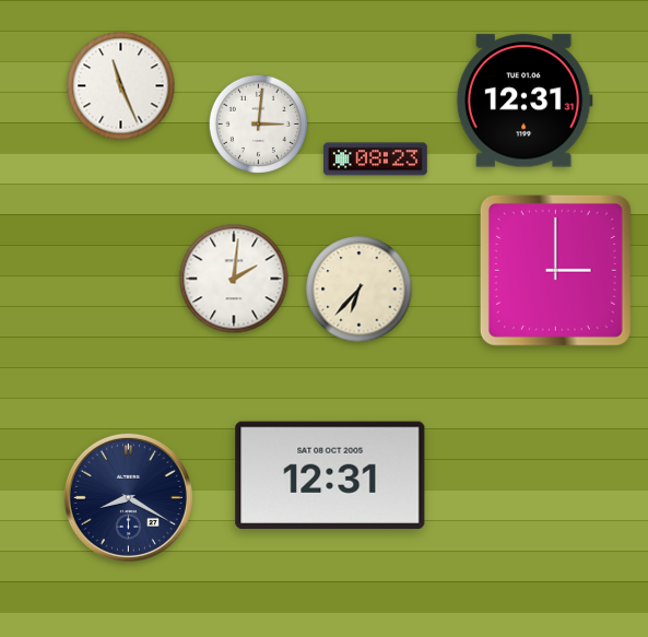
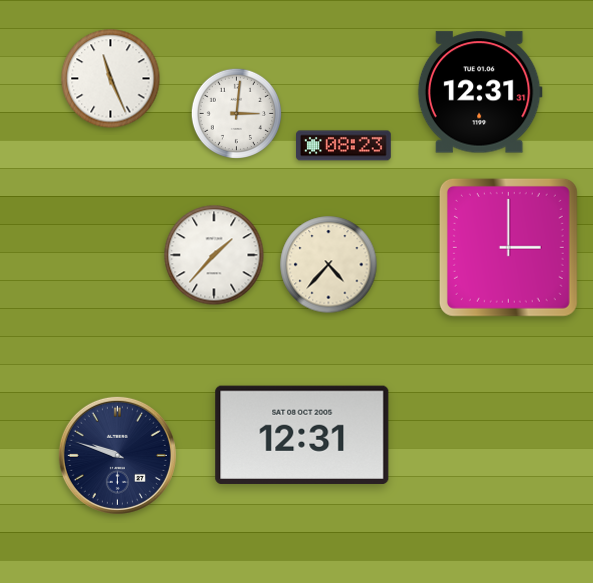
clock at (234, 279): 2:01 -> 1:37
clock at (360, 290): 6:37 -> 4:37
clock at (128, 497): 8:20 -> 9:48
